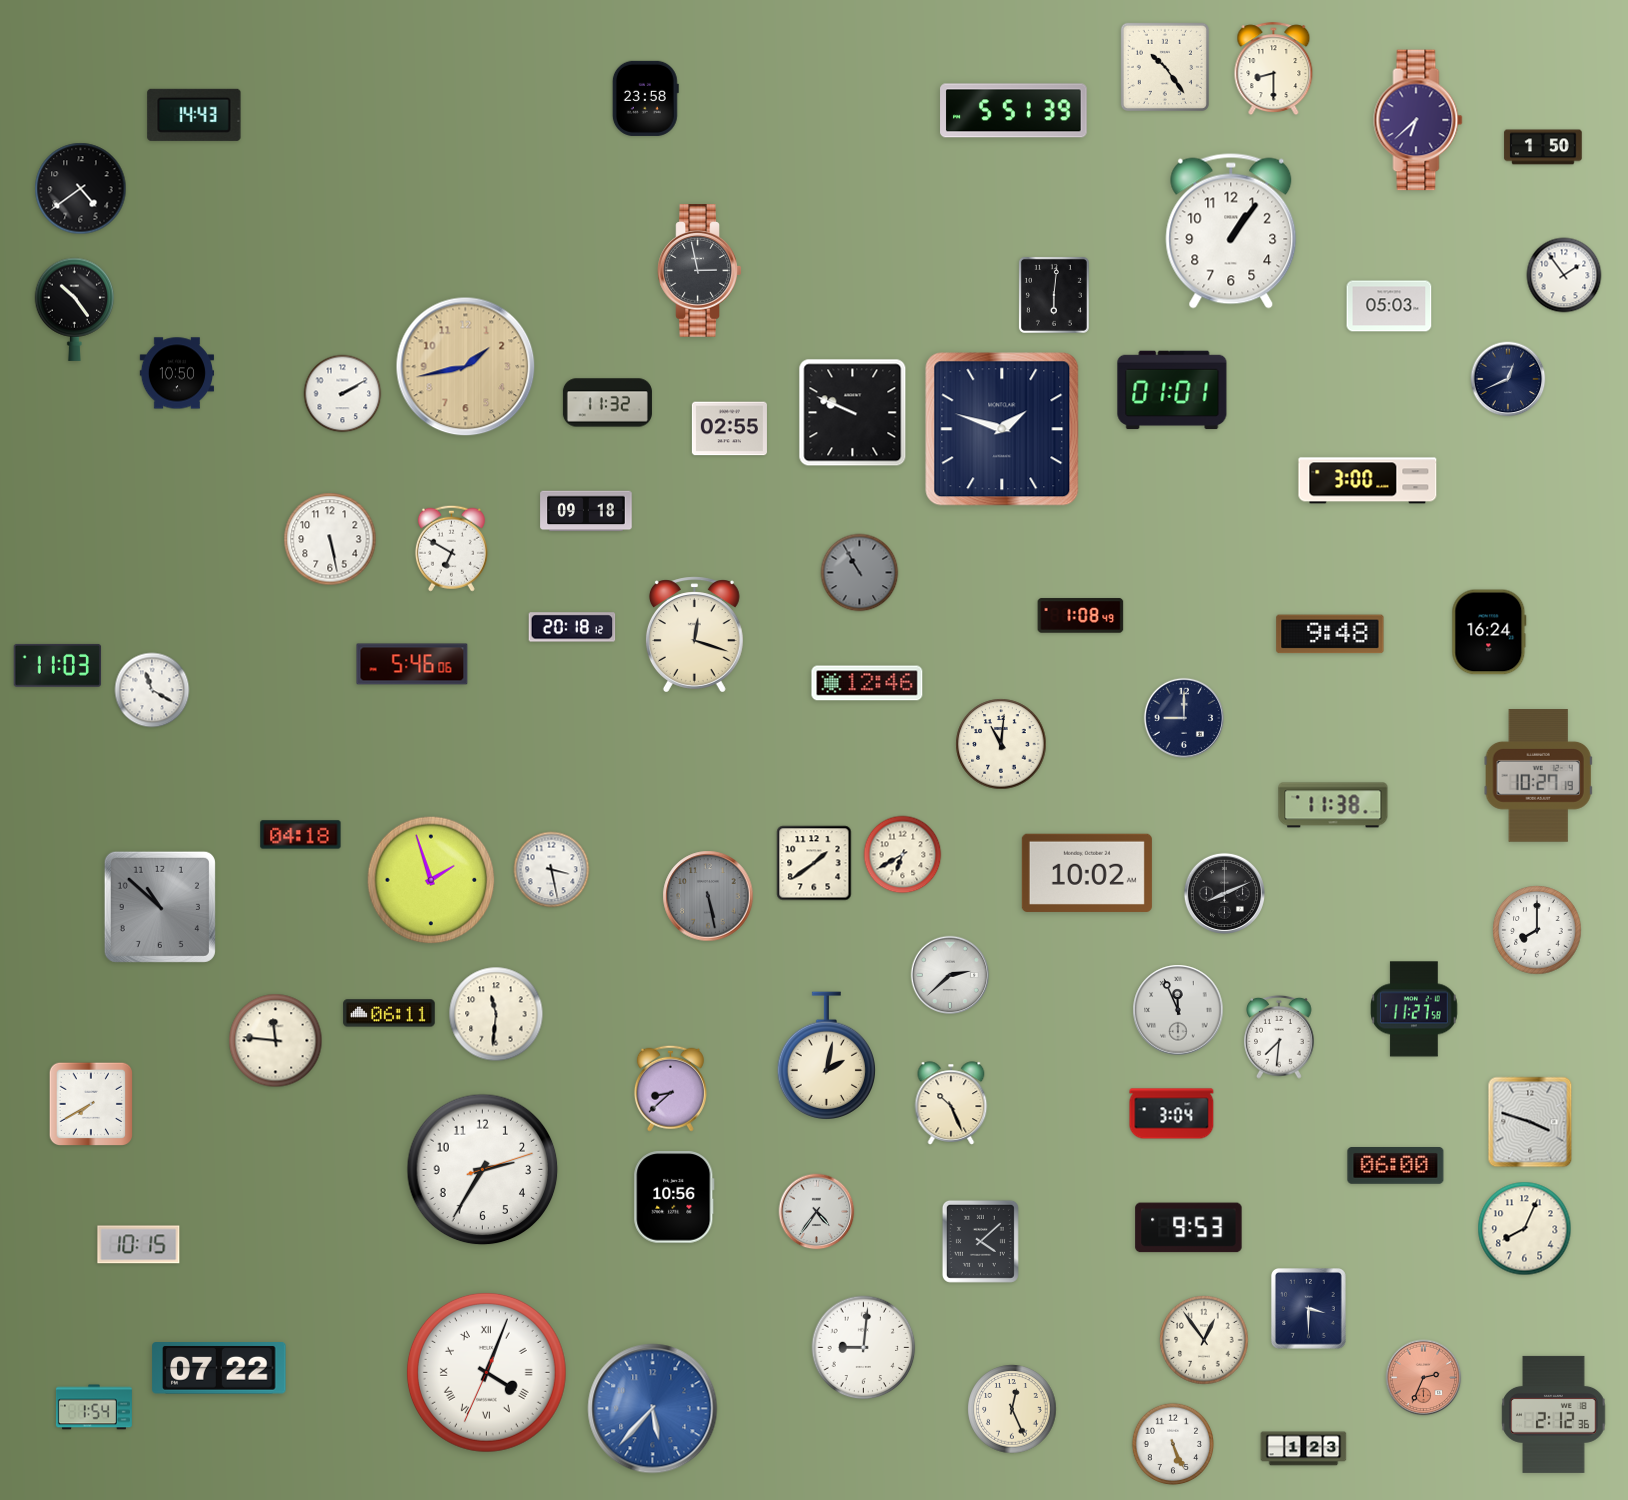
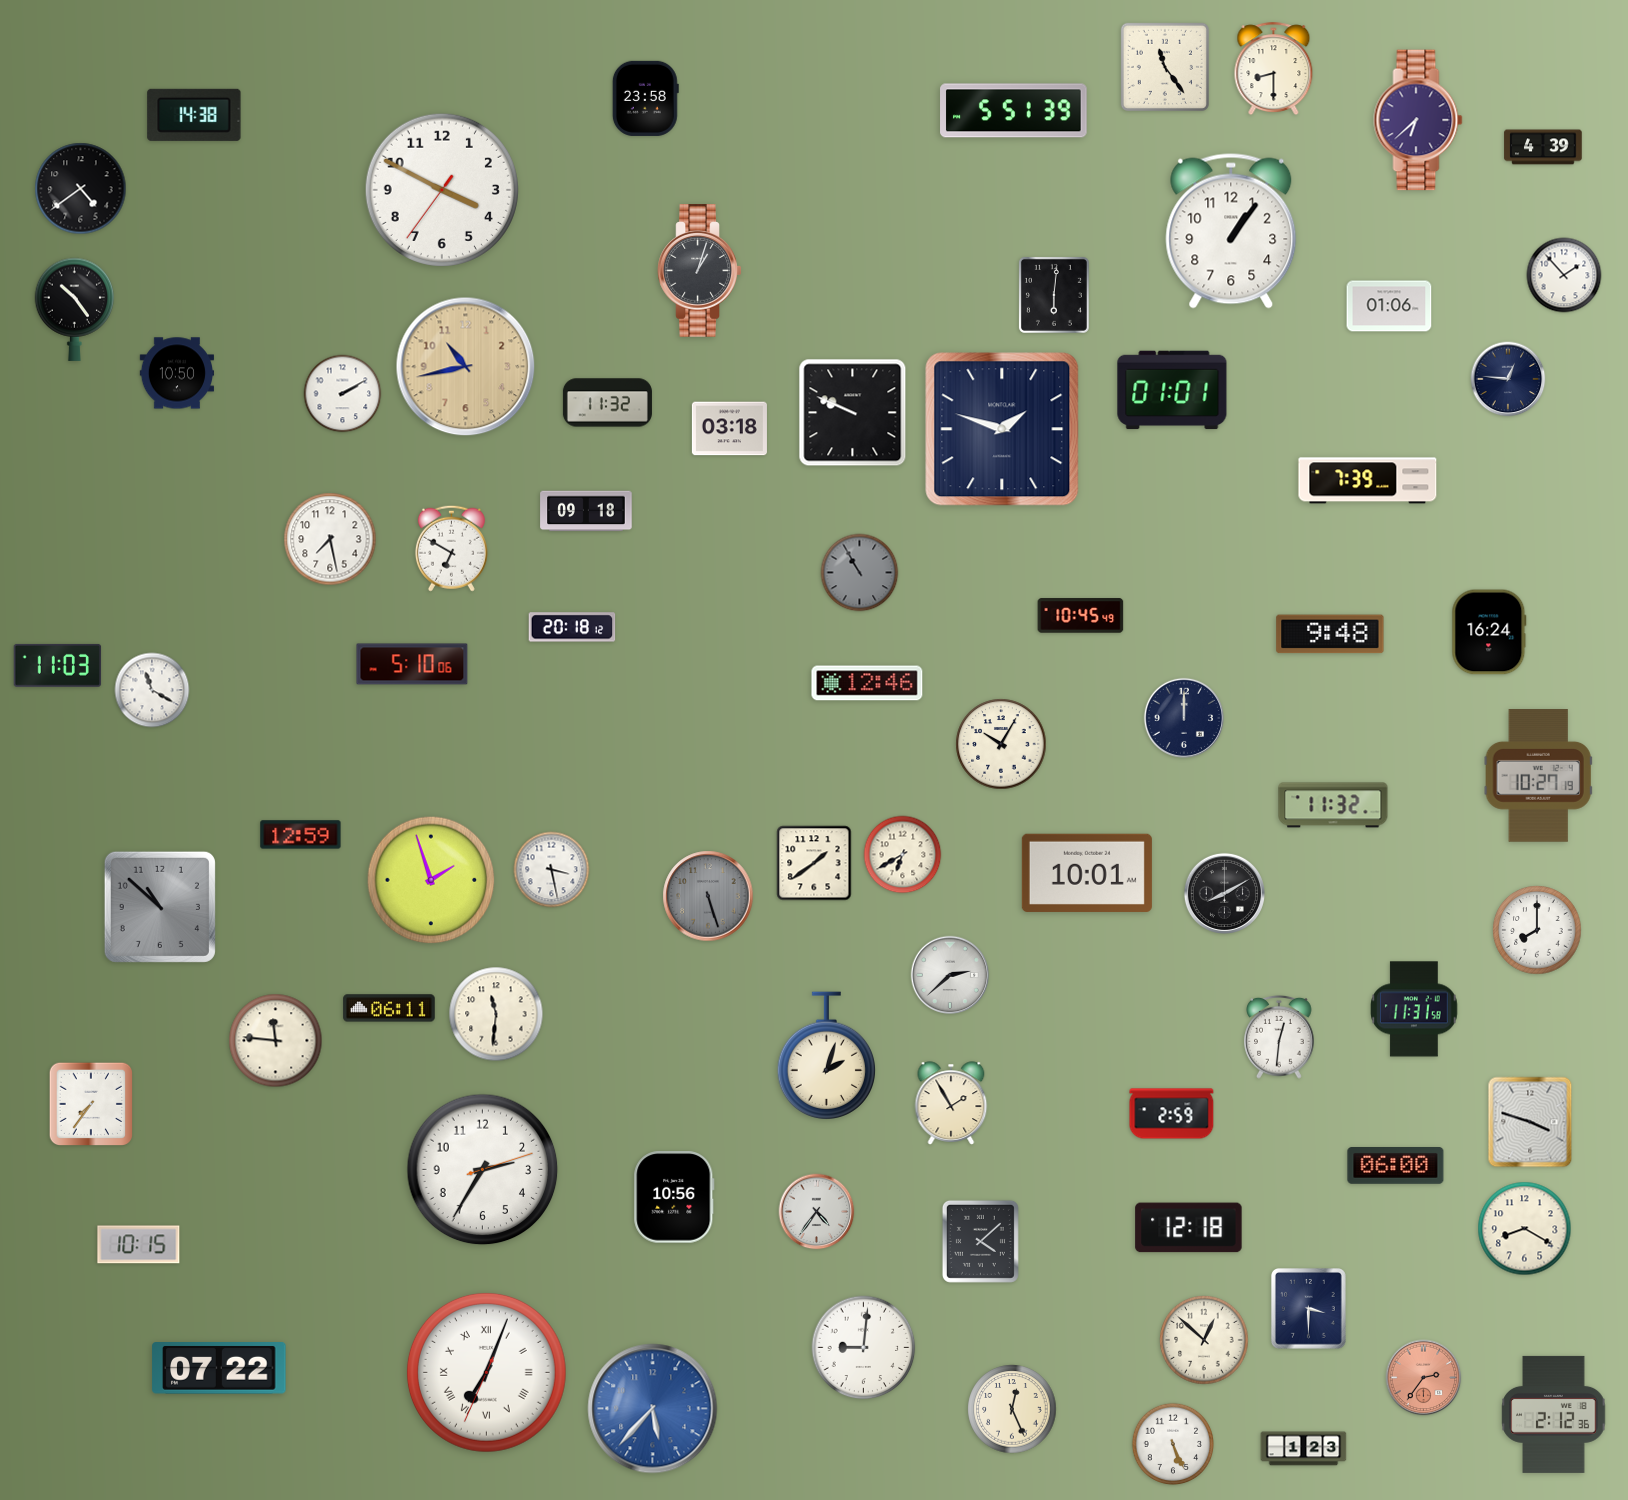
clock at (1165, 67): 10:24 -> 11:24
clock at (194, 115): 14:43 -> 14:38
clock at (1543, 147): 1:50 -> 4:39
clock at (442, 190): none -> 3:49
clock at (700, 271): 2:58 -> 1:03
clock at (1564, 275): 1:54 -> 1:53
clock at (1389, 306): 05:03 -> 01:06
clock at (466, 367): 1:43 -> 10:43
clock at (1508, 379): 12:41 -> 12:46
clock at (729, 429): 02:55 -> 03:18
clock at (1368, 481): 3:00 -> 7:39
clock at (330, 539): 5:28 -> 7:28
clock at (1081, 616): 1:08 -> 10:45
clock at (694, 635): 12:18 -> none
clock at (412, 664): 5:46 -> 5:10
clock at (1183, 717): 9:00 -> 12:00
clock at (1001, 744): 11:01 -> 10:05
clock at (1333, 805): 11:38 -> 11:32
clock at (301, 835): 04:18 -> 12:59
clock at (1087, 873): 10:02 -> 10:01
clock at (1224, 893): 8:11 -> 8:10
clock at (708, 896): 5:28 -> 5:27
clock at (1415, 1009): 11:27 -> 11:31
clock at (1178, 1010): 11:56 -> none
clock at (389, 1013) position: (389, 1013) -> (389, 1008)
clock at (1279, 1037): 7:31 -> 12:31
clock at (826, 1055): 2:02 -> 2:03
clock at (670, 1088): 8:38 -> none
clock at (951, 1103): 10:26 -> 1:55
clock at (91, 1104): 7:40 -> 7:36
clock at (1172, 1114): 3:04 -> 2:59
clock at (1189, 1228): 9:53 -> 12:18
clock at (1525, 1229): 8:04 -> 8:20
clock at (1204, 1340): 12:54 -> 12:52
clock at (486, 1372): 4:03 -> 7:03
clock at (1424, 1378): 2:34 -> 2:36
clock at (94, 1407): 1:54 -> none
